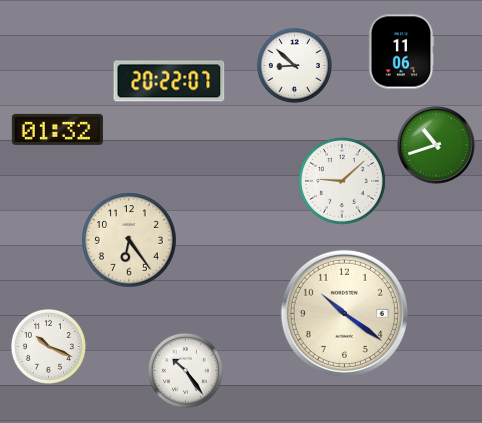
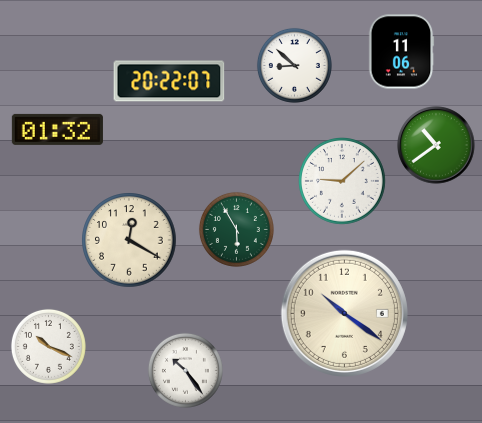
clock at (436, 145): 10:42 -> 10:39
clock at (236, 229): none -> 5:55
clock at (129, 240): 6:24 -> 12:20
